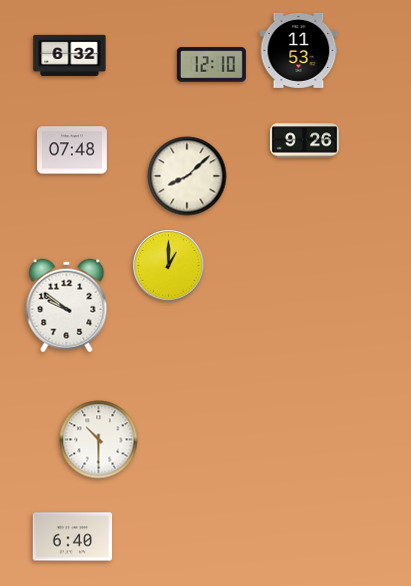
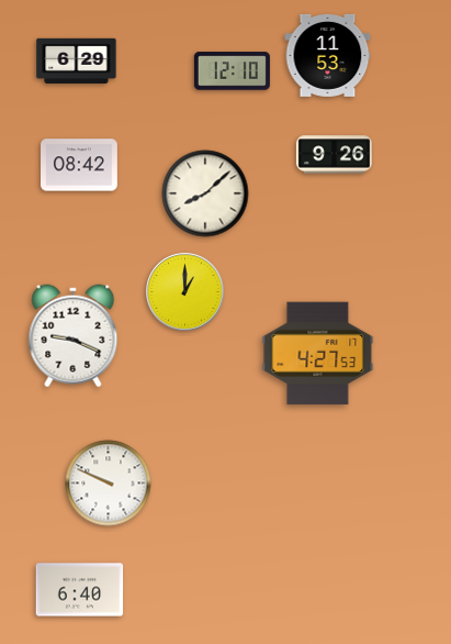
clock at (70, 55): 6:32 -> 6:29
clock at (73, 150): 07:48 -> 08:42
clock at (67, 306): 9:51 -> 9:19
clock at (318, 354): none -> 4:27
clock at (99, 440): 10:30 -> 9:49
